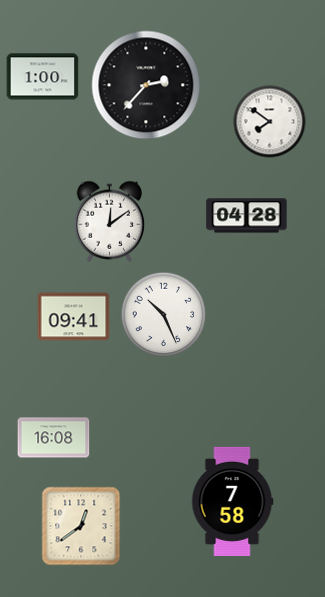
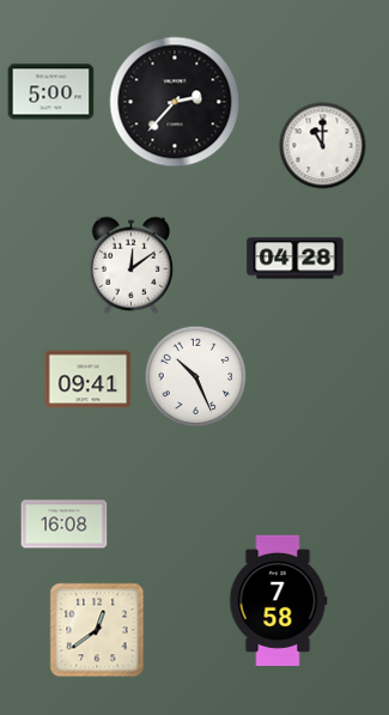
clock at (43, 77): 1:00 -> 5:00
clock at (270, 122): 7:51 -> 11:00
